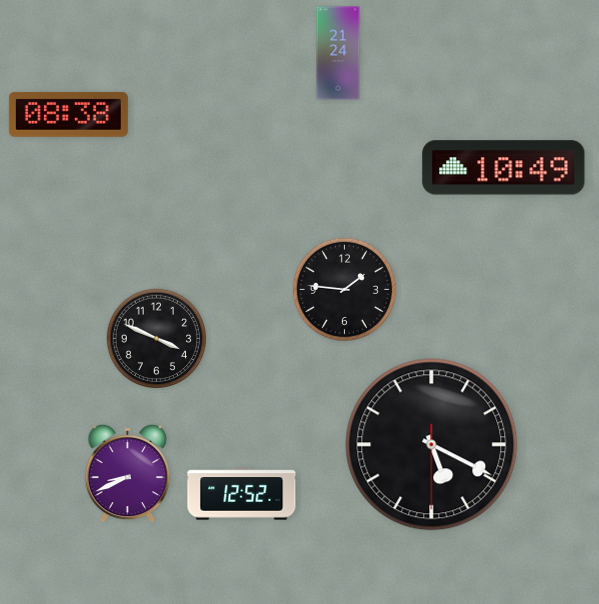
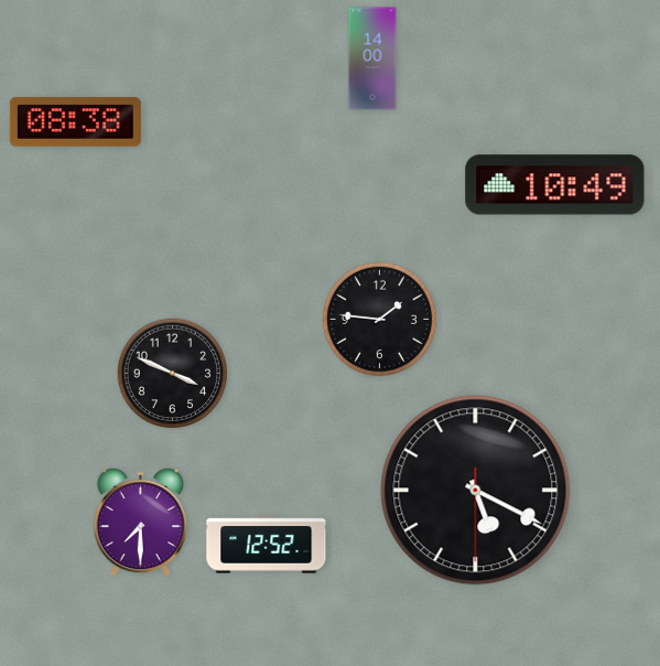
clock at (338, 53): 21:24 -> 14:00
clock at (68, 114) position: (68, 114) -> (75, 121)
clock at (128, 473): 8:41 -> 7:30
